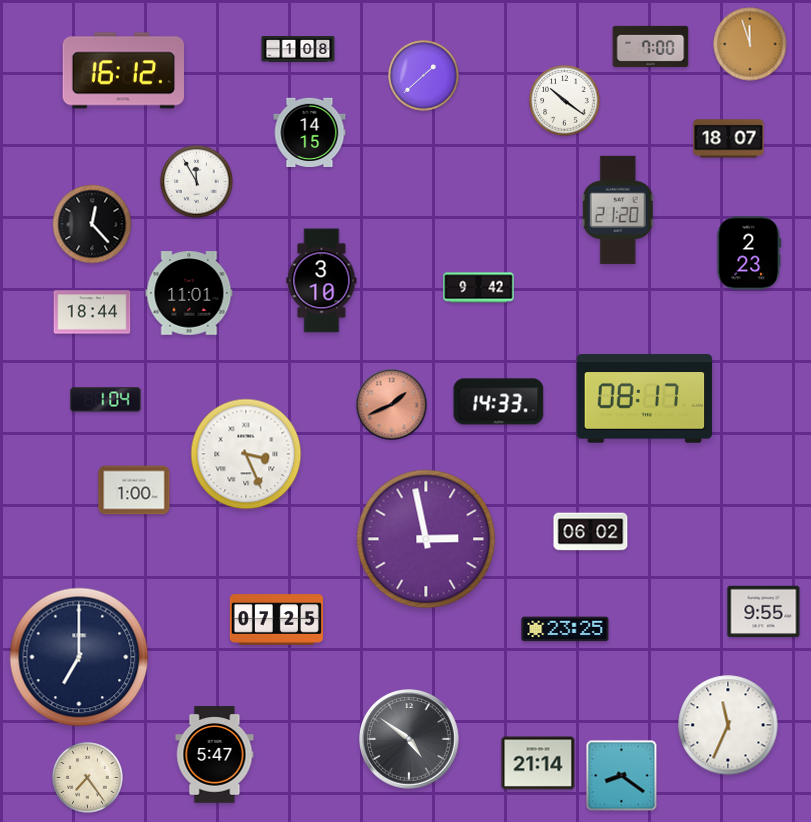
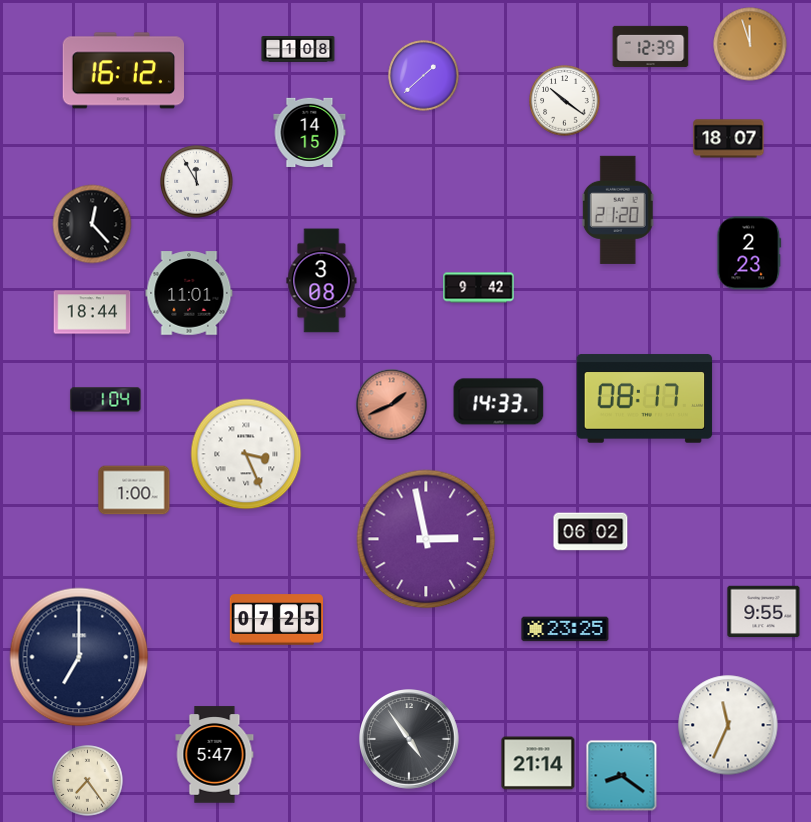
clock at (651, 46): 7:00 -> 12:39
clock at (322, 281): 3:10 -> 3:08
clock at (409, 739): 4:51 -> 4:54
clock at (88, 778) position: (88, 778) -> (88, 781)
